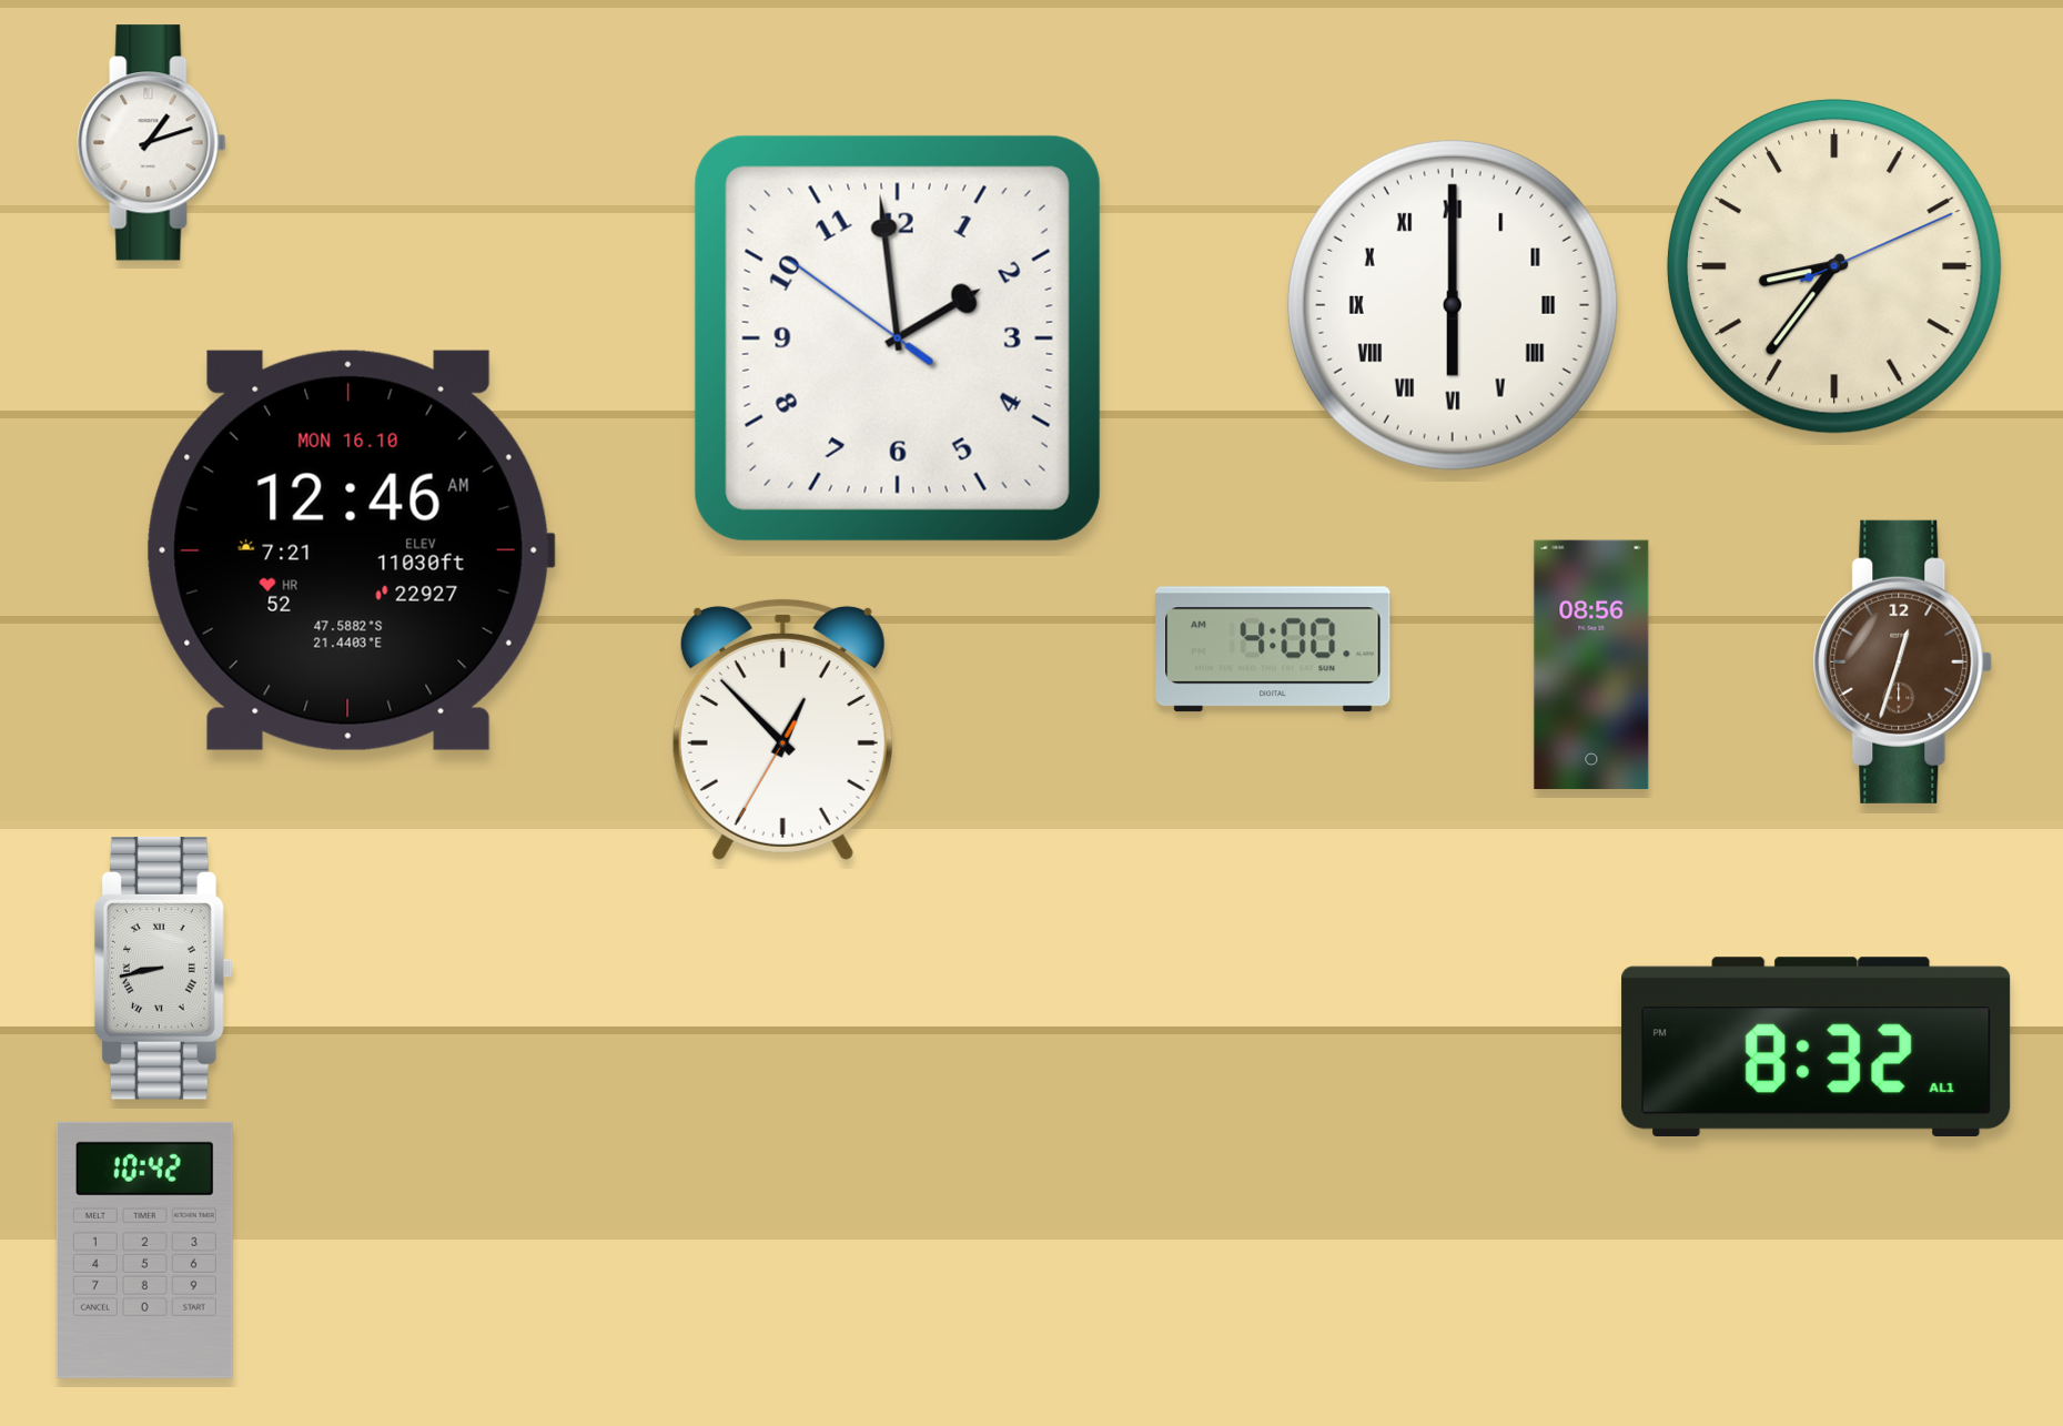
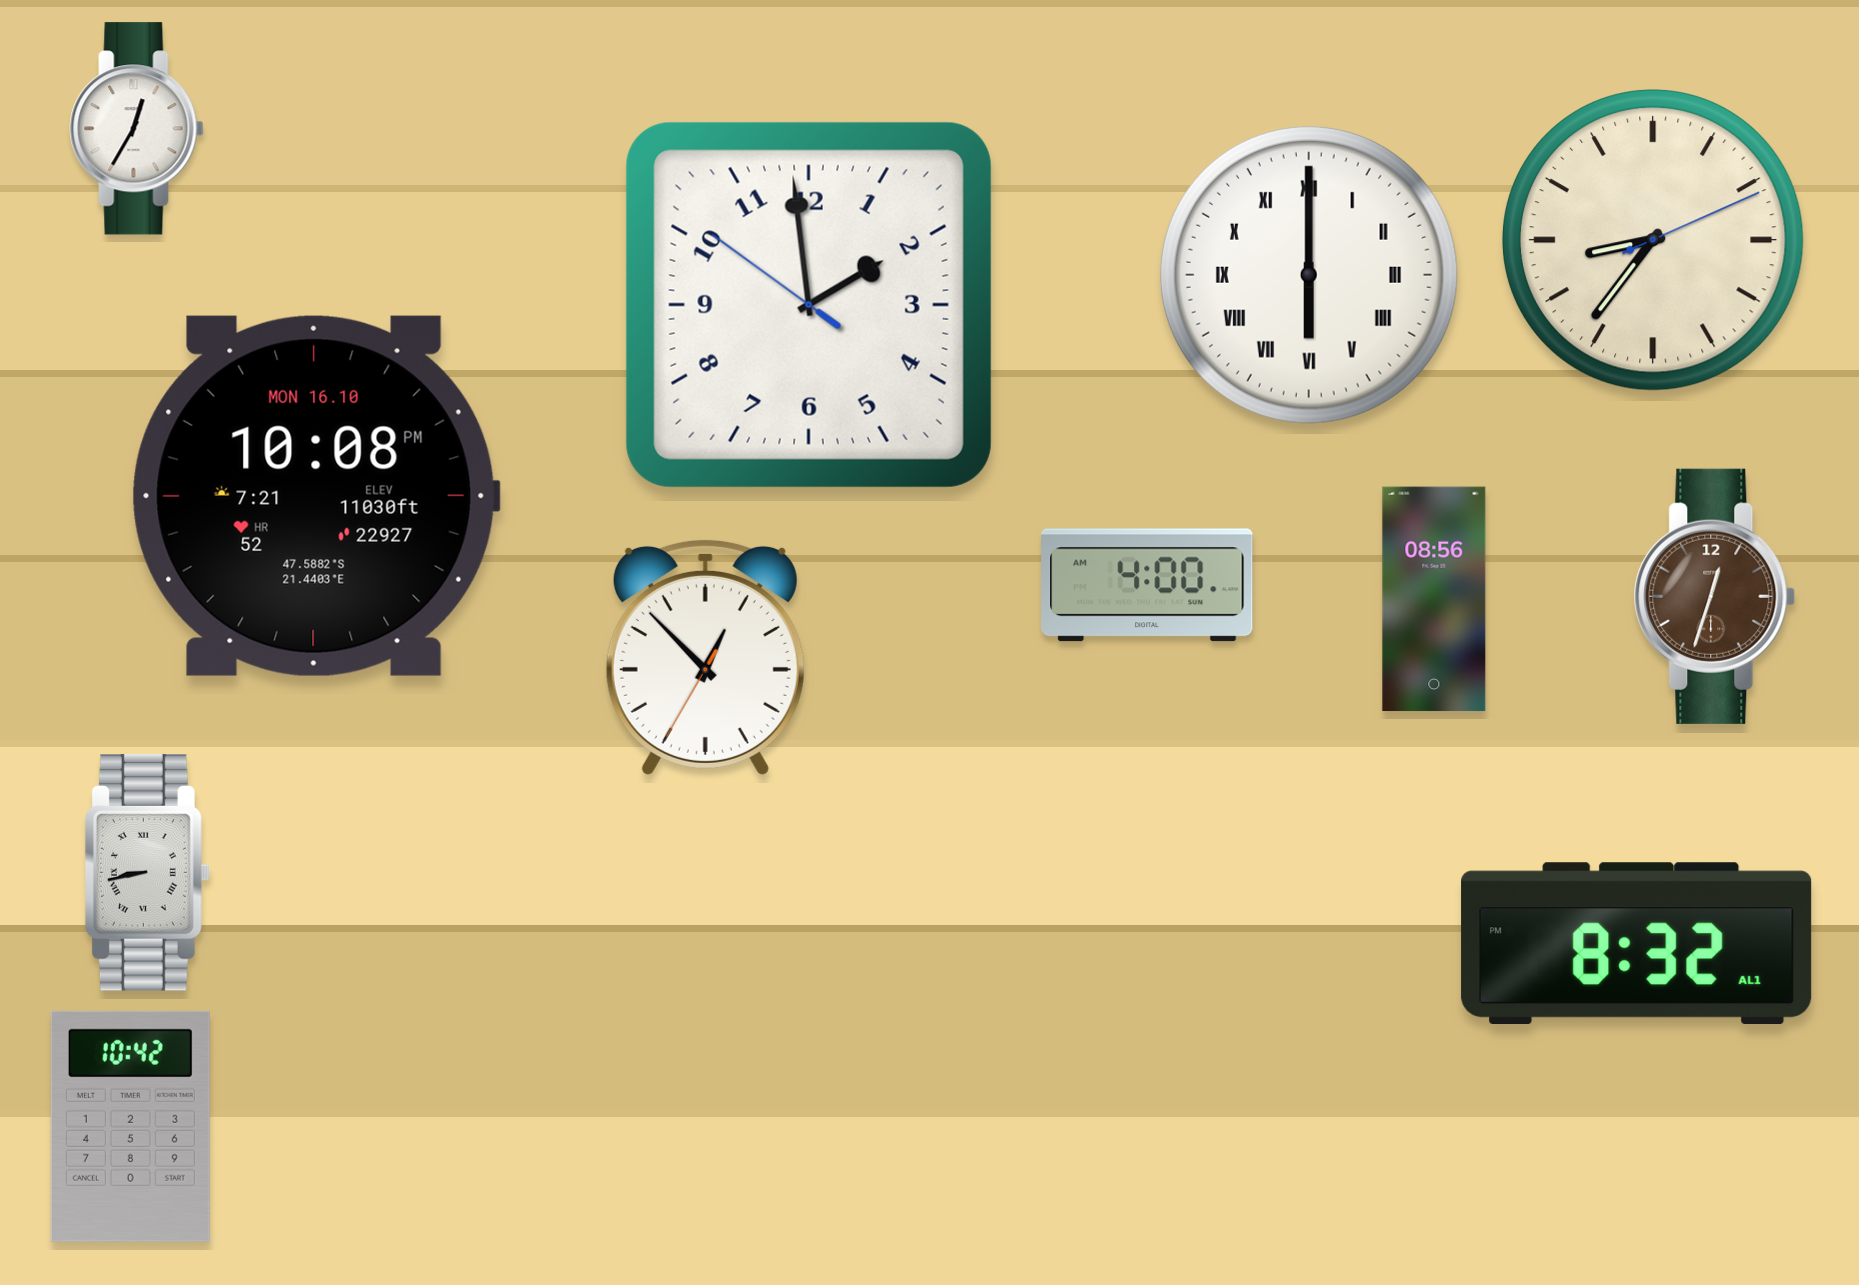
clock at (152, 143): 1:12 -> 12:35
clock at (351, 550): 12:46 -> 10:08
